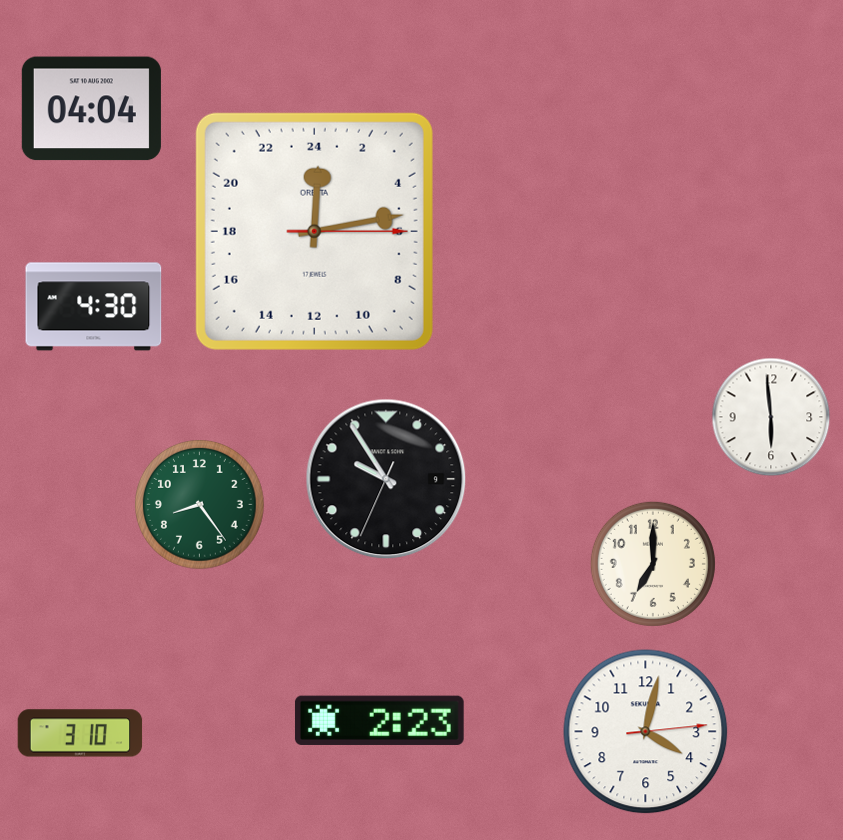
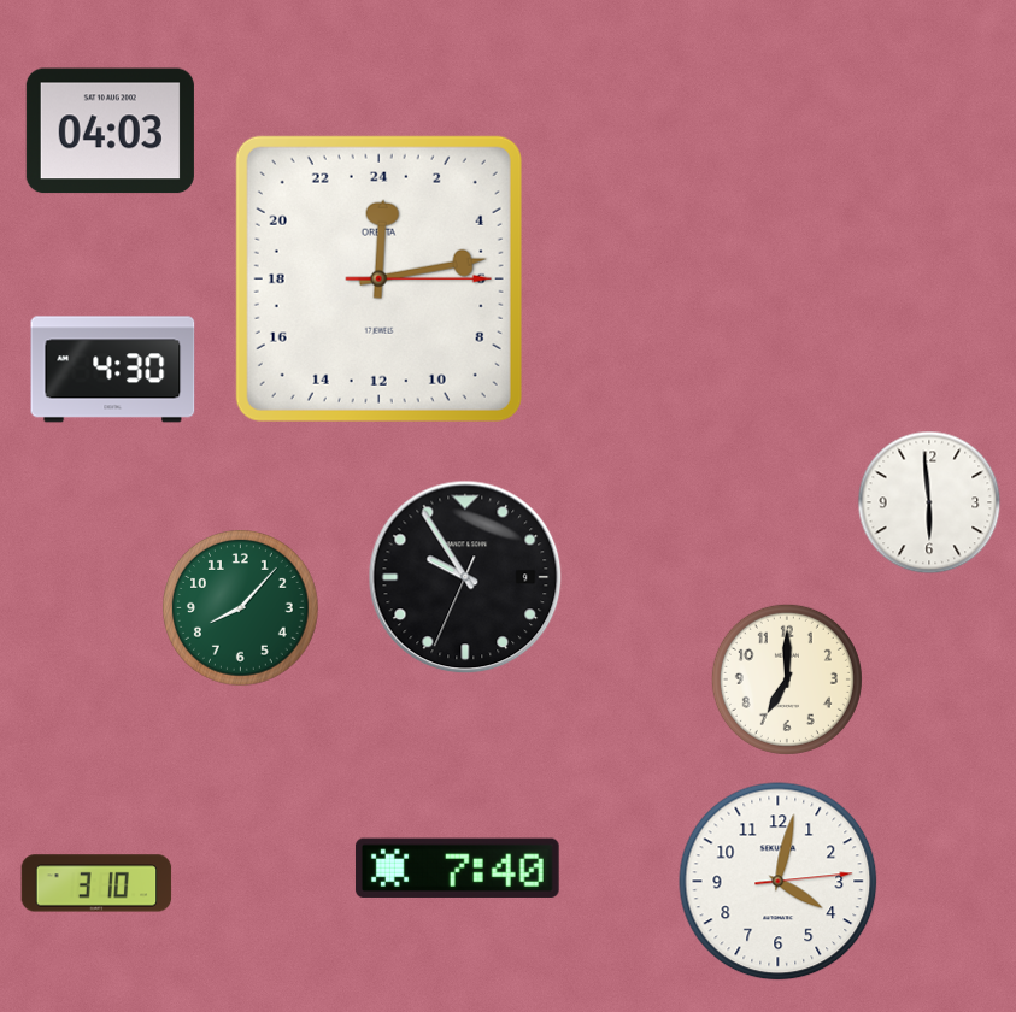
clock at (91, 109): 04:04 -> 04:03
clock at (200, 505): 8:24 -> 8:07
clock at (379, 720): 2:23 -> 7:40
